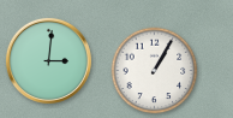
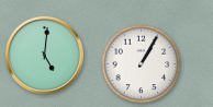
clock at (48, 60): 3:01 -> 5:01
